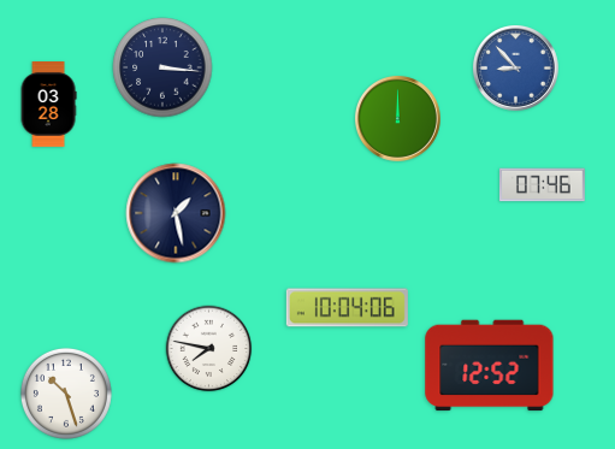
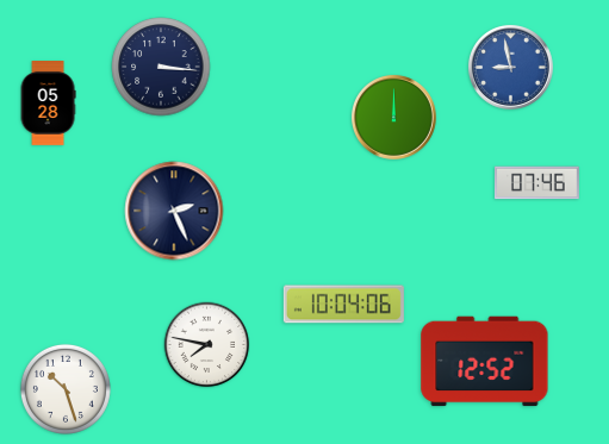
clock at (516, 69): 8:53 -> 8:58
clock at (48, 105): 03:28 -> 05:28
clock at (176, 213): 1:28 -> 2:26
